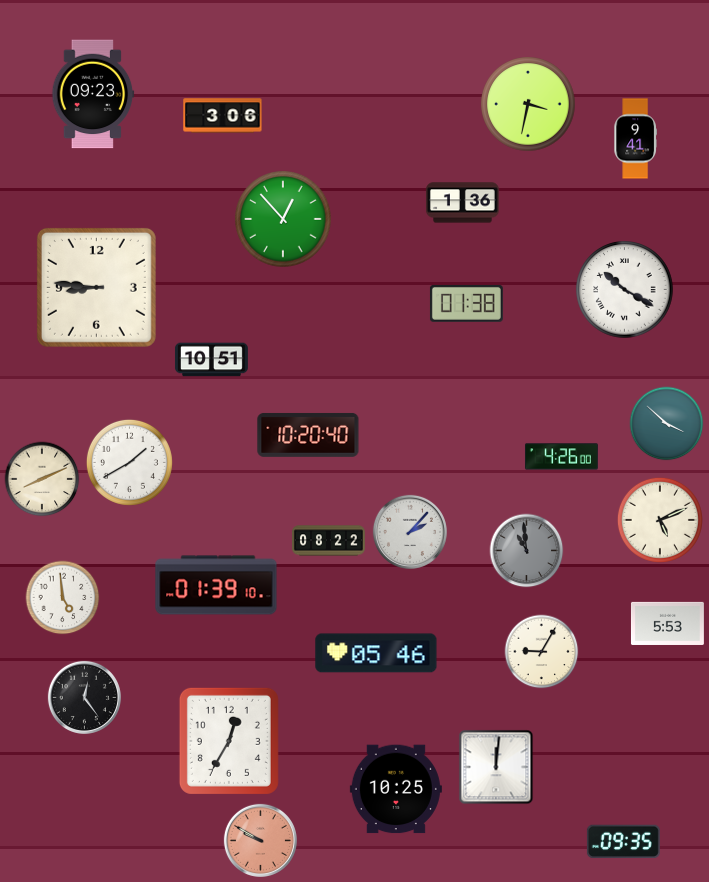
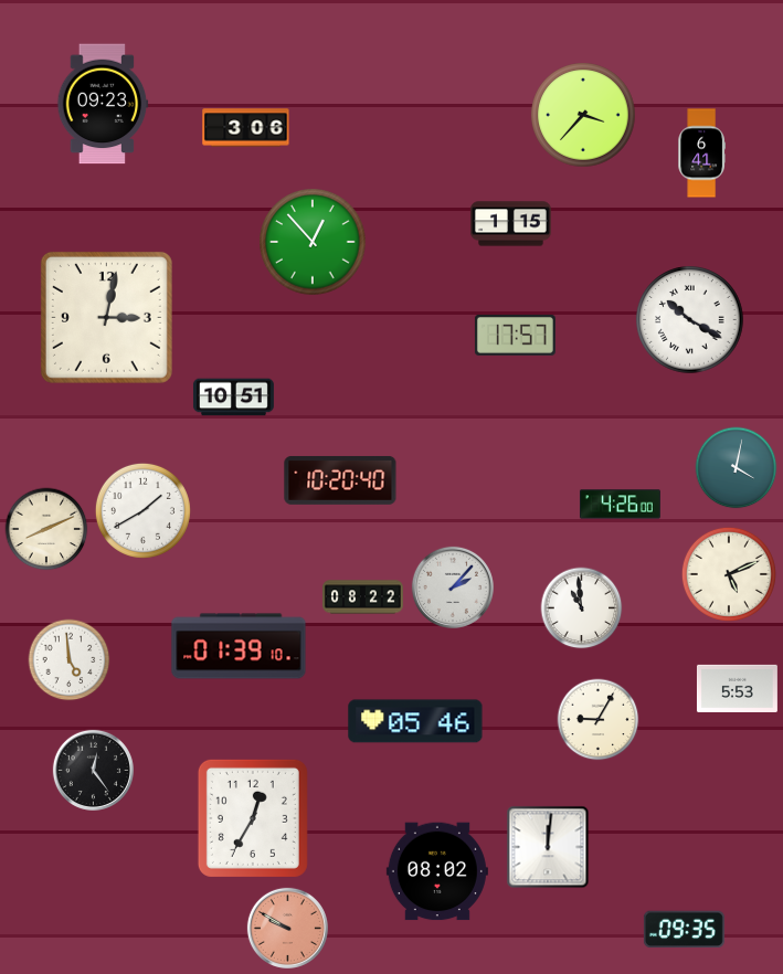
clock at (528, 104): 3:32 -> 3:37
clock at (635, 139): 9:41 -> 6:41
clock at (462, 203): 1:36 -> 1:15
clock at (96, 287): 8:46 -> 3:02
clock at (466, 303): 01:38 -> 17:57
clock at (667, 424): 3:52 -> 4:02
clock at (527, 551) dial: grey -> white
clock at (396, 789): 10:25 -> 08:02
clock at (623, 842) position: (623, 842) -> (684, 930)
